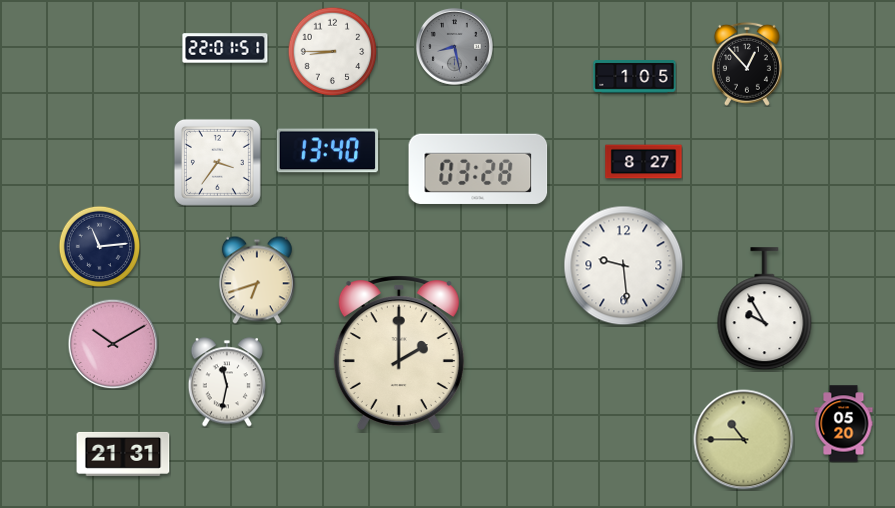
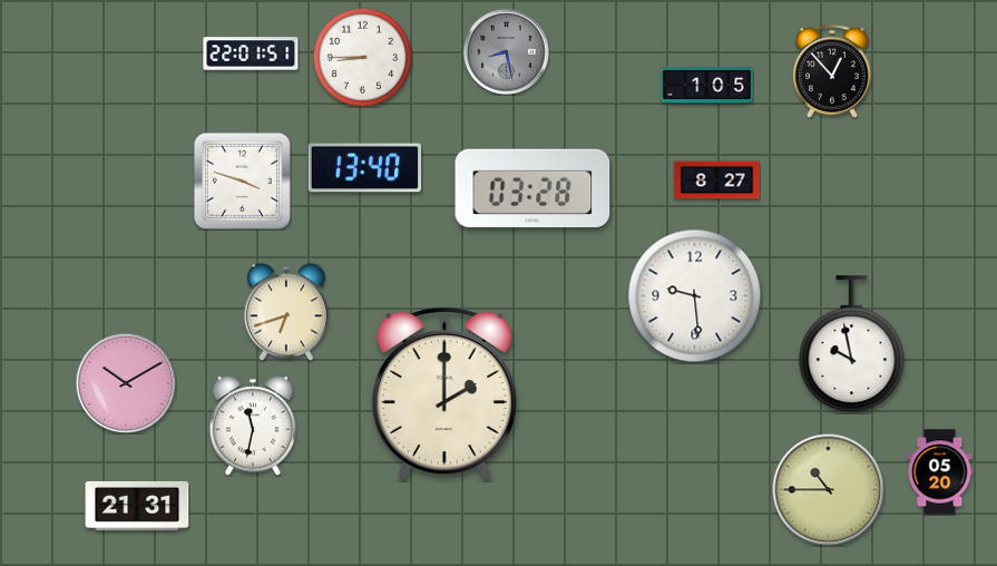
clock at (332, 51) position: (332, 51) -> (362, 57)
clock at (217, 162): 3:36 -> 3:48
clock at (99, 246): 11:14 -> none
clock at (765, 309): 9:55 -> 9:58
